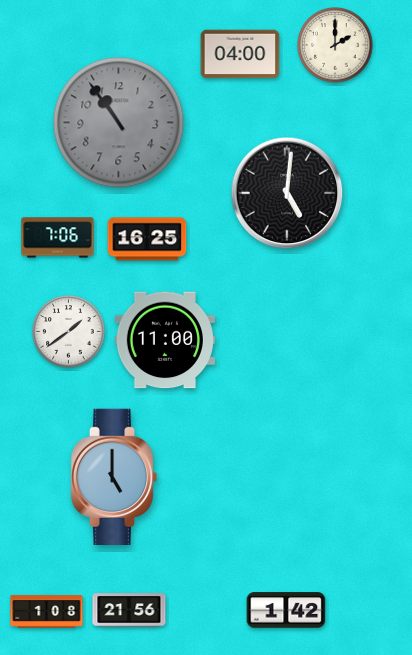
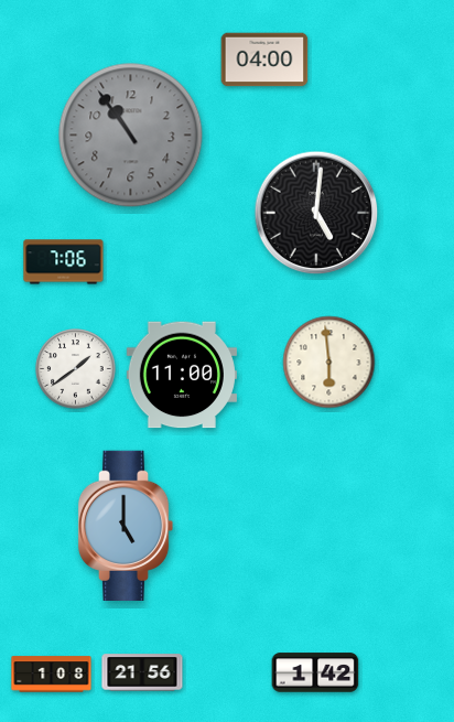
clock at (335, 45): 2:00 -> none
clock at (147, 239): 16:25 -> none
clock at (329, 363): none -> 5:59
clock at (69, 332) position: (69, 332) -> (76, 369)
